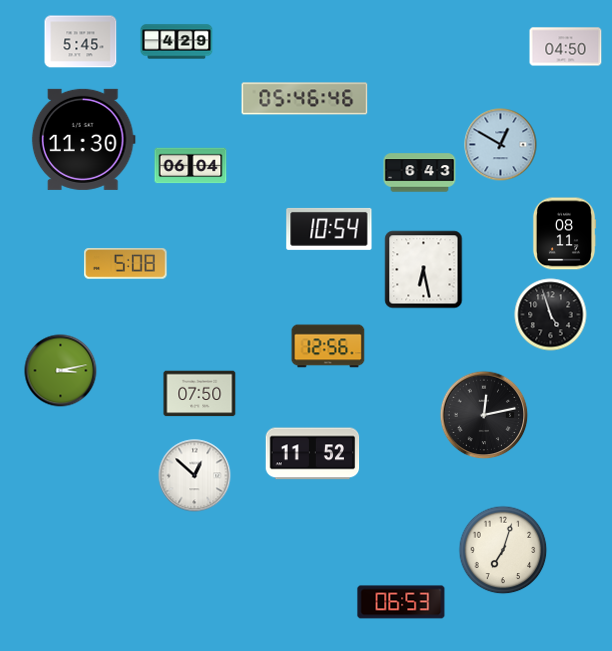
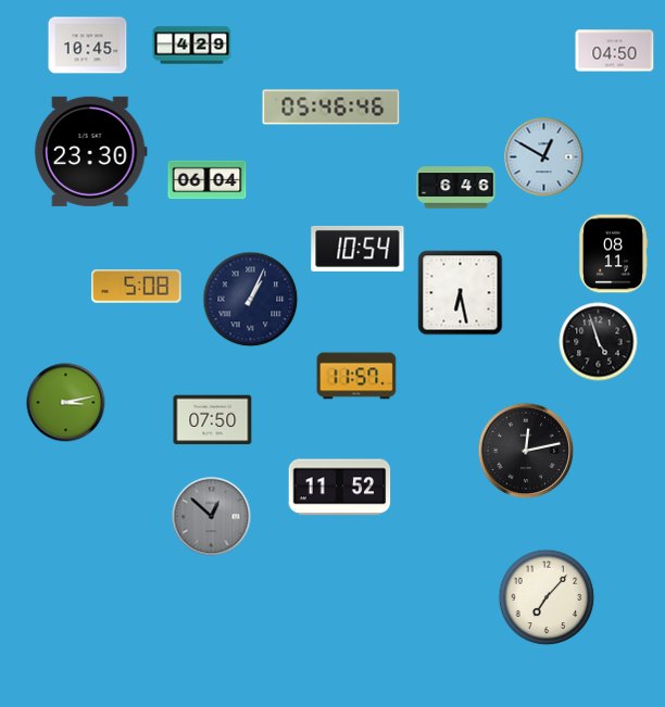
clock at (81, 42): 5:45 -> 10:45
clock at (83, 139): 11:30 -> 23:30
clock at (420, 173): 6:43 -> 6:46
clock at (251, 300): none -> 1:04
clock at (328, 346): 12:56 -> 11:57
clock at (200, 394) position: (200, 394) -> (213, 420)
clock at (313, 454) position: (313, 454) -> (340, 488)
clock at (195, 476) dial: white -> grey
clock at (503, 550): 7:03 -> 7:07
clock at (401, 602): 06:53 -> none
